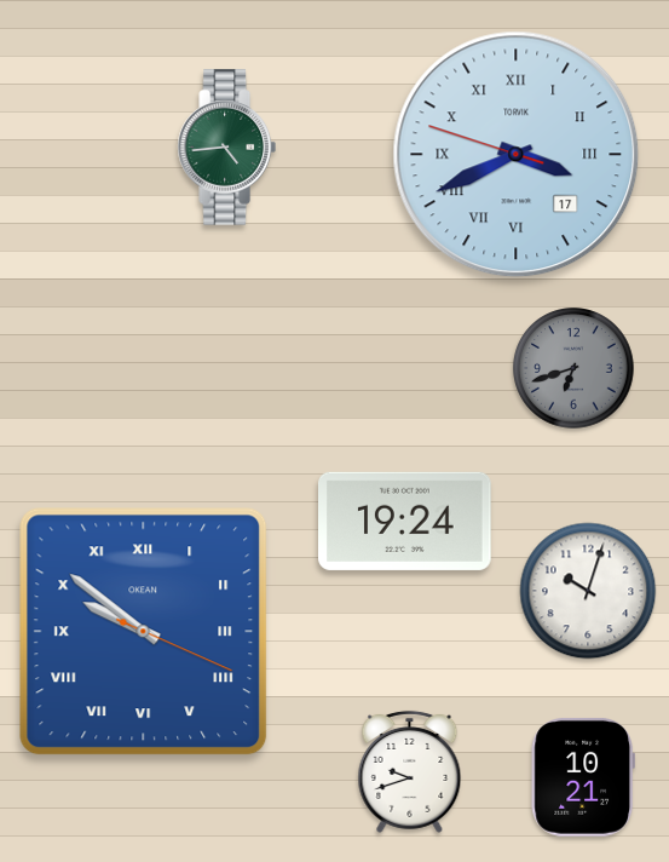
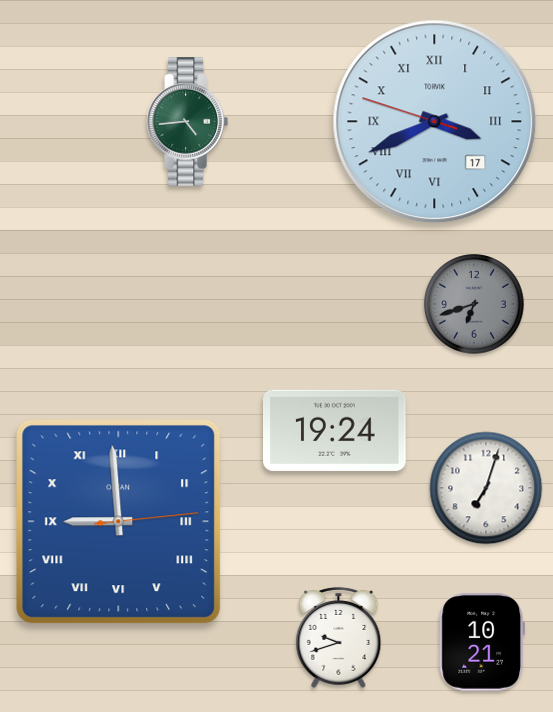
clock at (517, 155) position: (517, 155) -> (435, 122)
clock at (588, 591): 10:03 -> 7:03
clock at (144, 632): 9:51 -> 8:59
